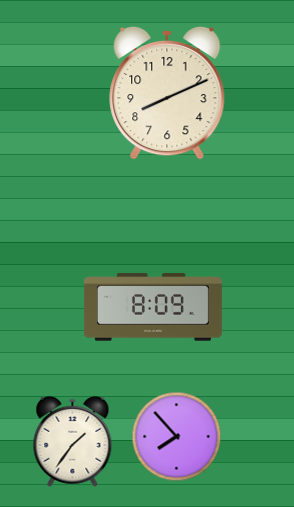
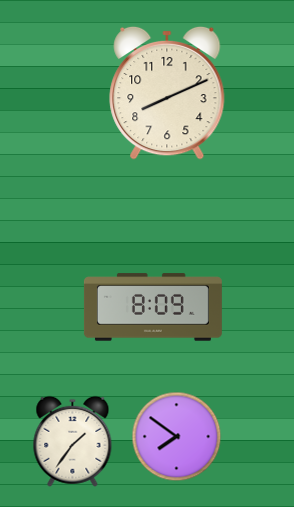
clock at (177, 437): 7:53 -> 7:51
